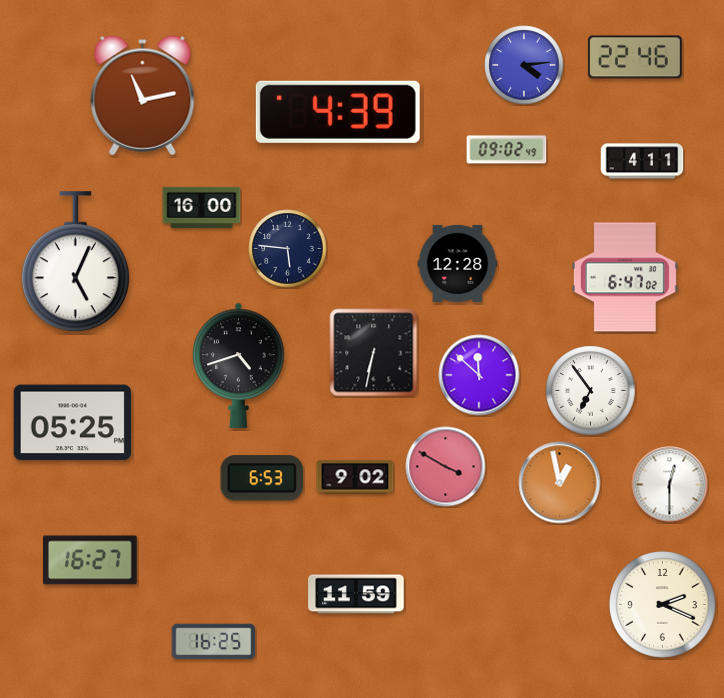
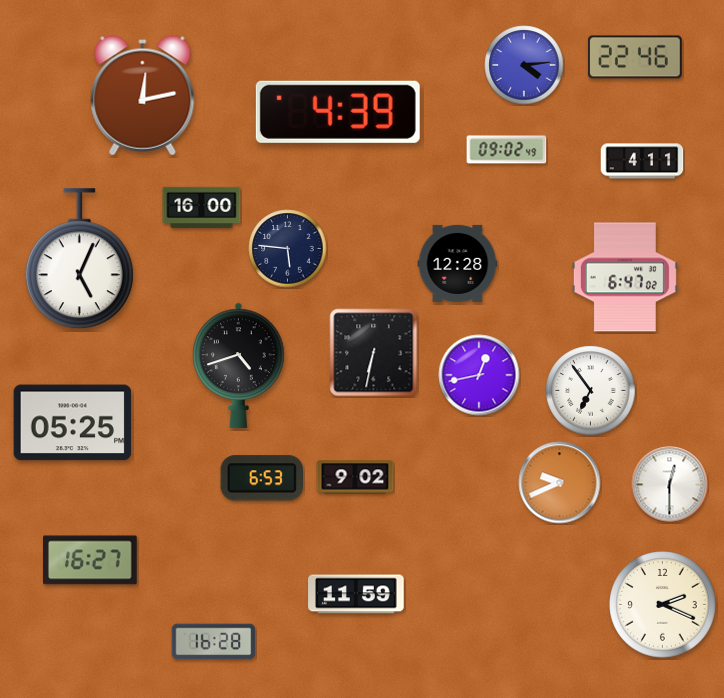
clock at (143, 96): 11:13 -> 12:13
clock at (75, 262) position: (75, 262) -> (79, 259)
clock at (479, 375): 11:52 -> 12:43
clock at (446, 467): 3:50 -> none
clock at (560, 483): 12:58 -> 9:41
clock at (214, 642): 16:25 -> 16:28
